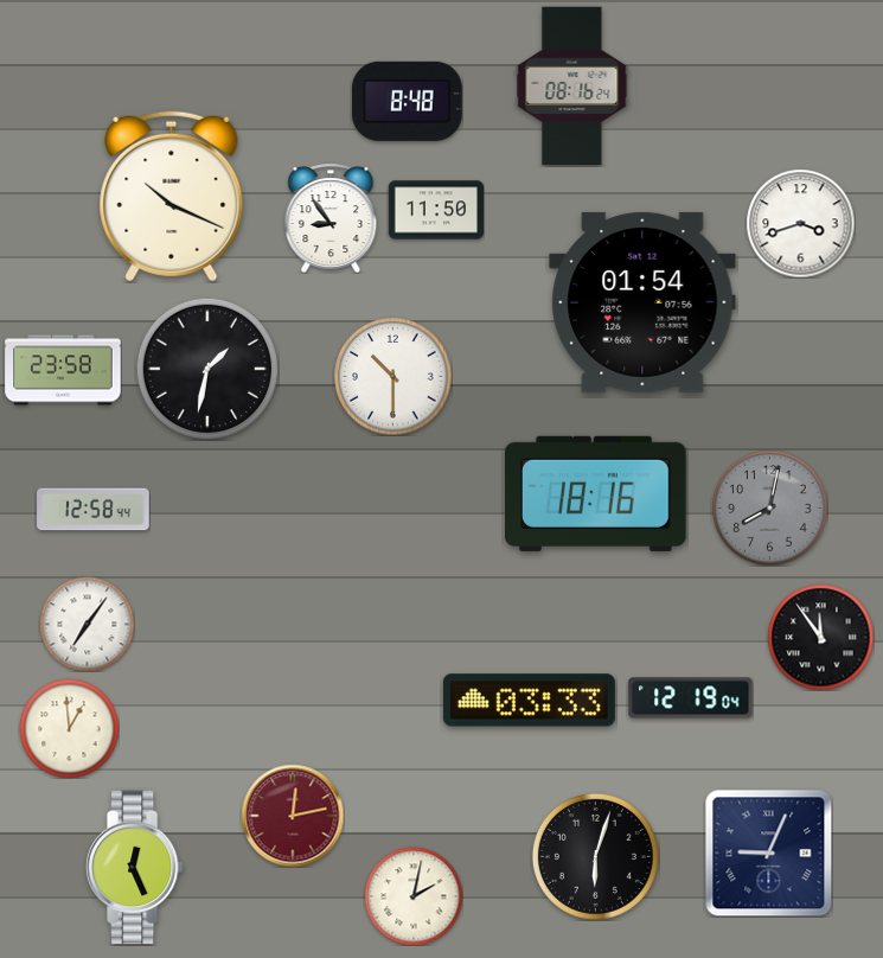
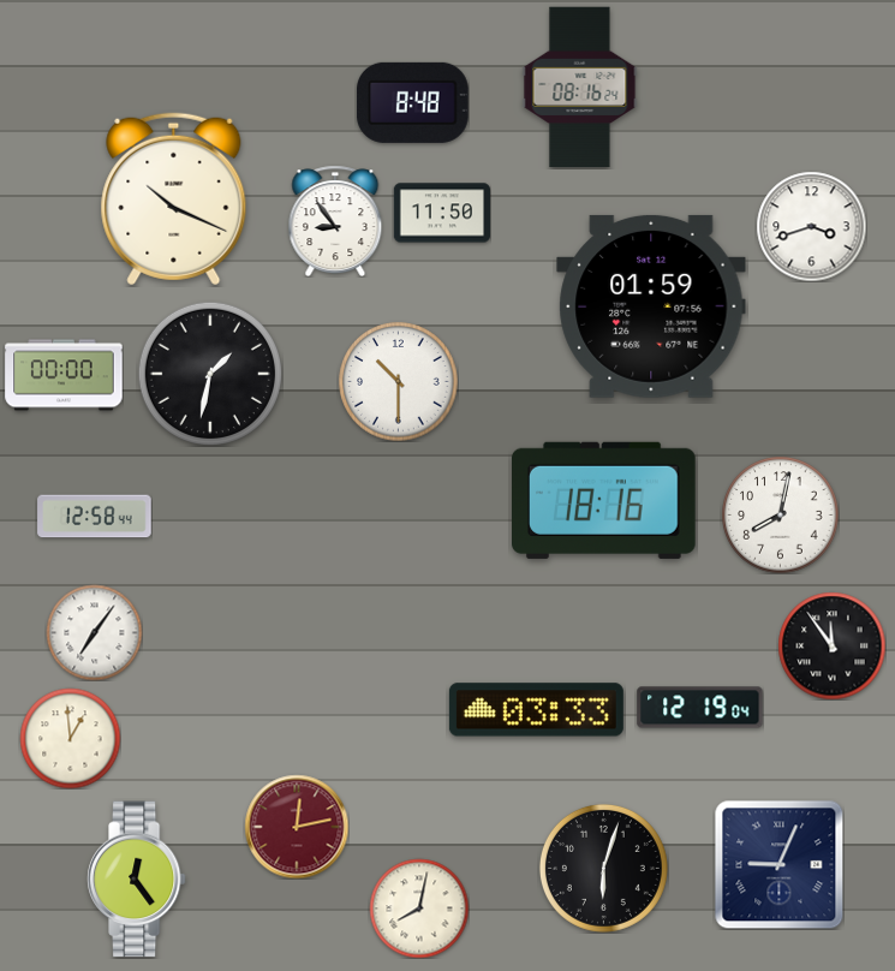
clock at (642, 302): 01:54 -> 01:59
clock at (63, 370): 23:58 -> 00:00
clock at (770, 509) dial: grey -> white
clock at (87, 624) position: (87, 624) -> (94, 632)
clock at (134, 868): 12:26 -> 12:24
clock at (414, 896): 2:02 -> 8:02
